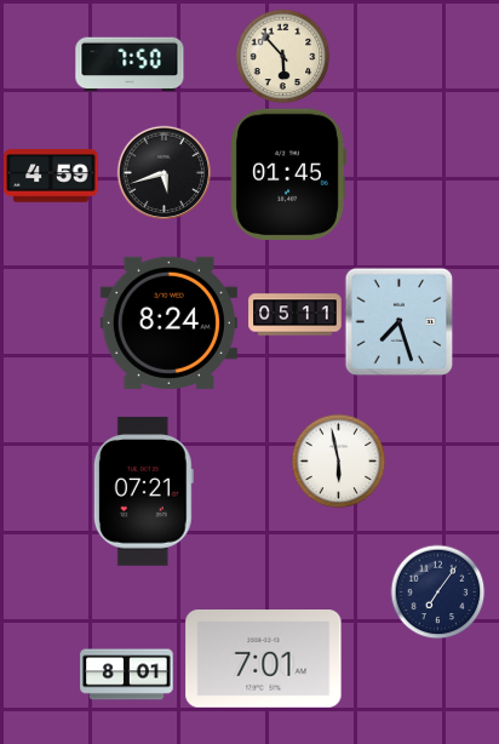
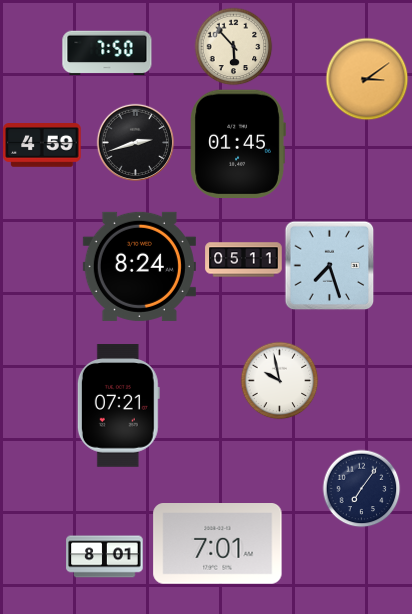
clock at (367, 79): none -> 3:09
clock at (164, 172): 5:42 -> 2:42
clock at (338, 460): 5:58 -> 9:58
